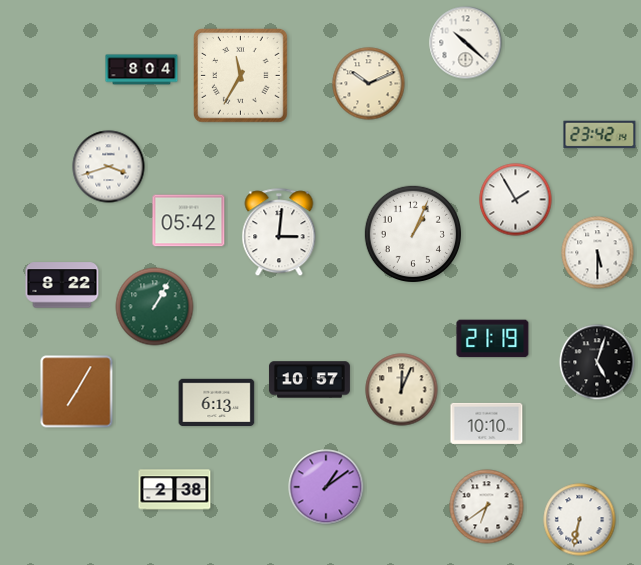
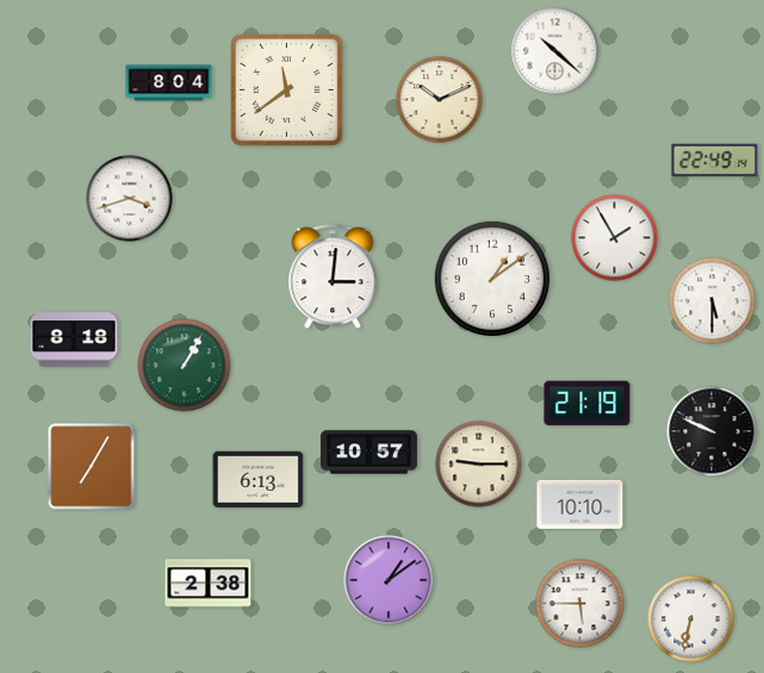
clock at (241, 76): 11:35 -> 11:39
clock at (600, 135): 23:42 -> 22:49
clock at (189, 221): 05:42 -> none
clock at (412, 233): 1:04 -> 1:09
clock at (62, 285): 8:22 -> 8:18
clock at (597, 362): 5:03 -> 9:49
clock at (402, 390): 12:04 -> 9:15
clock at (487, 507): 6:39 -> 5:45
